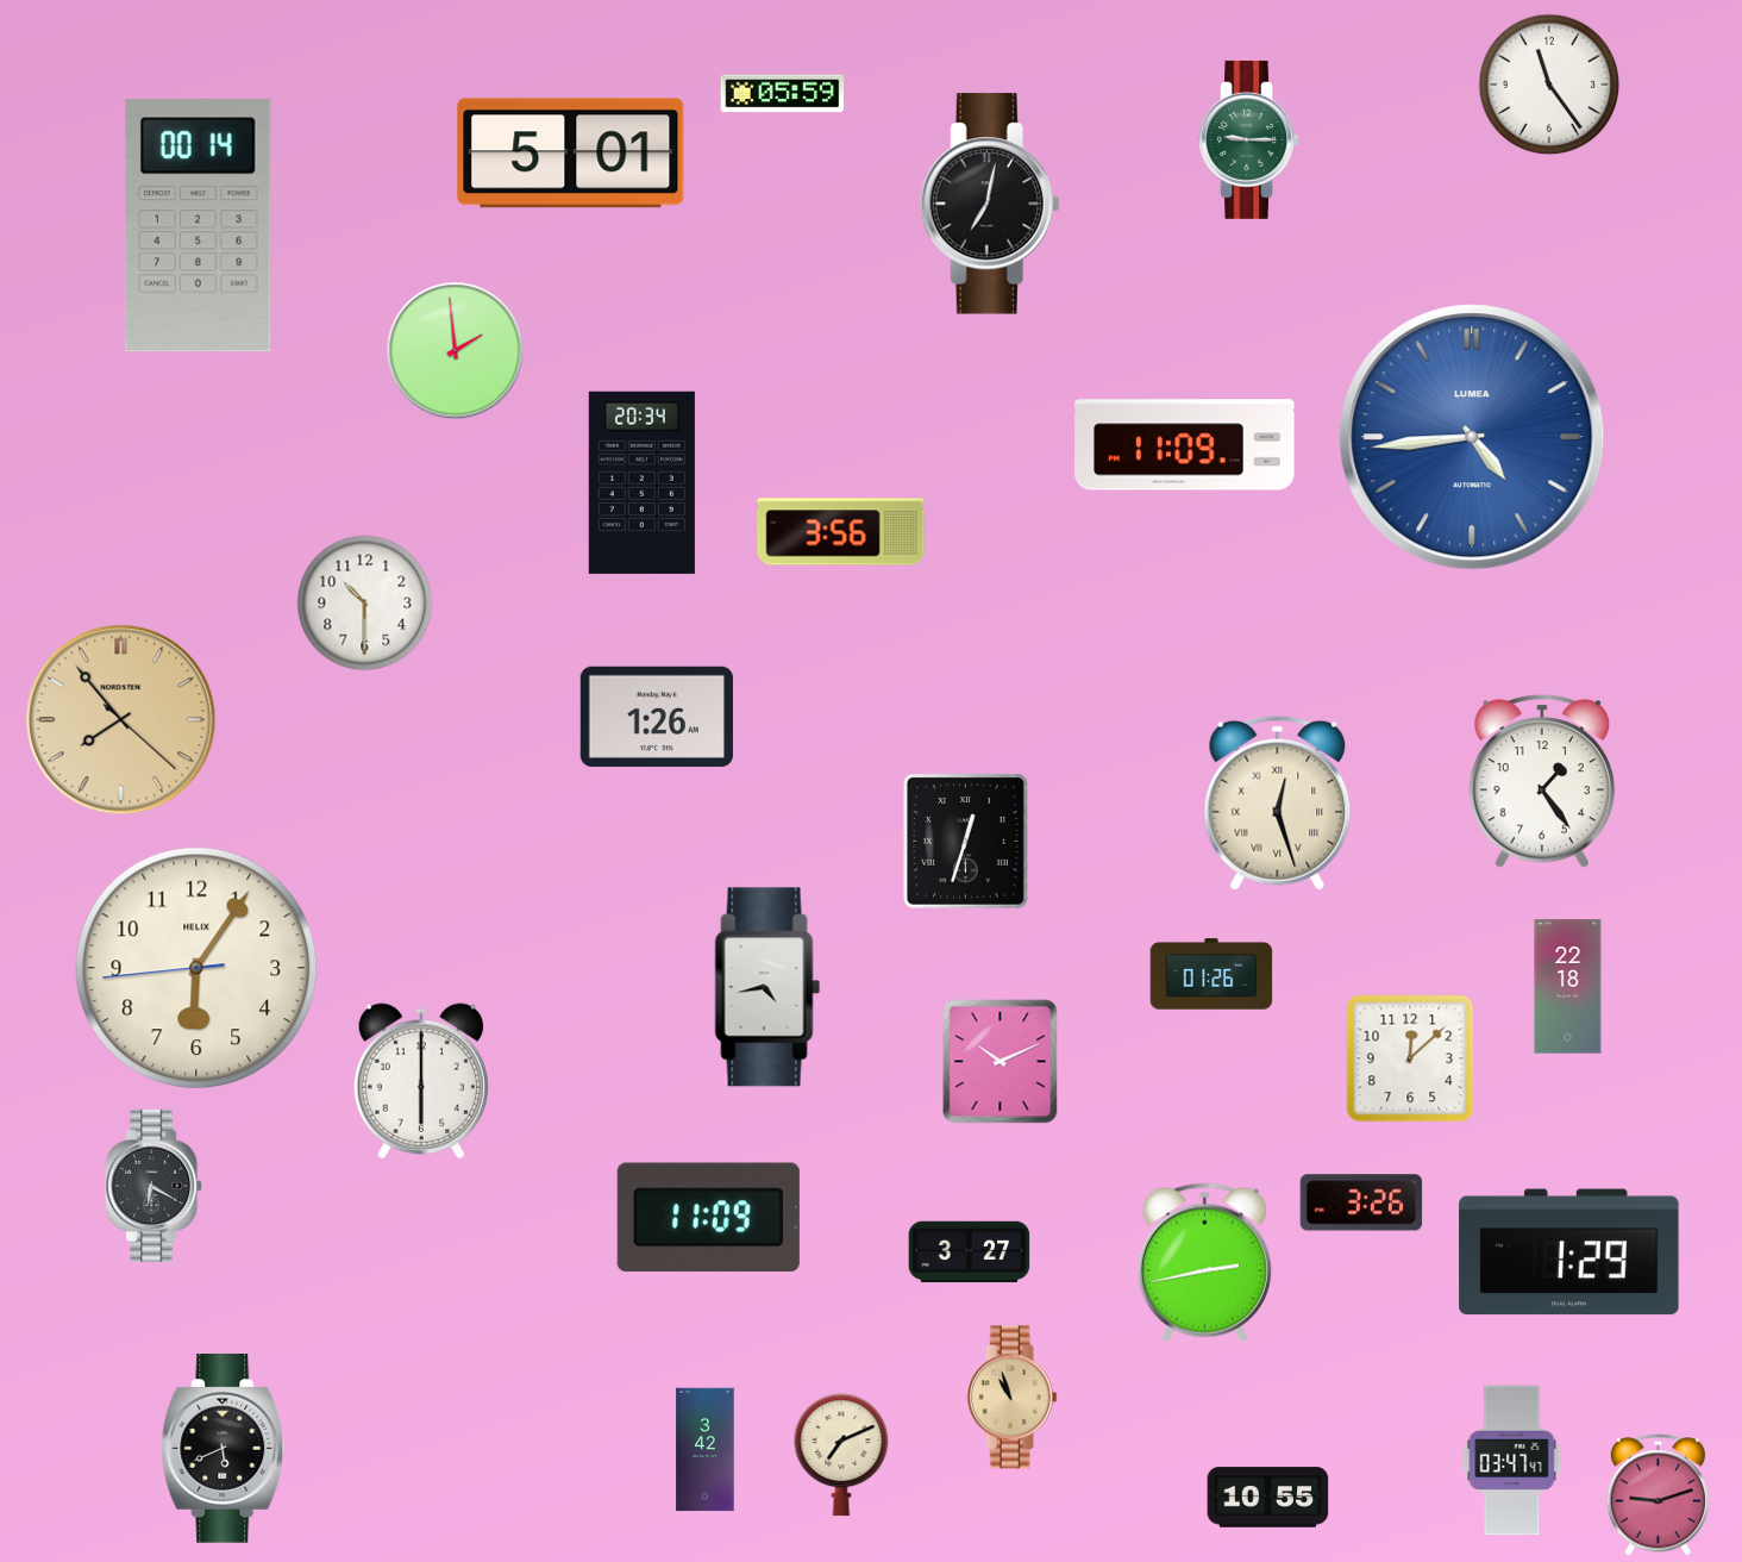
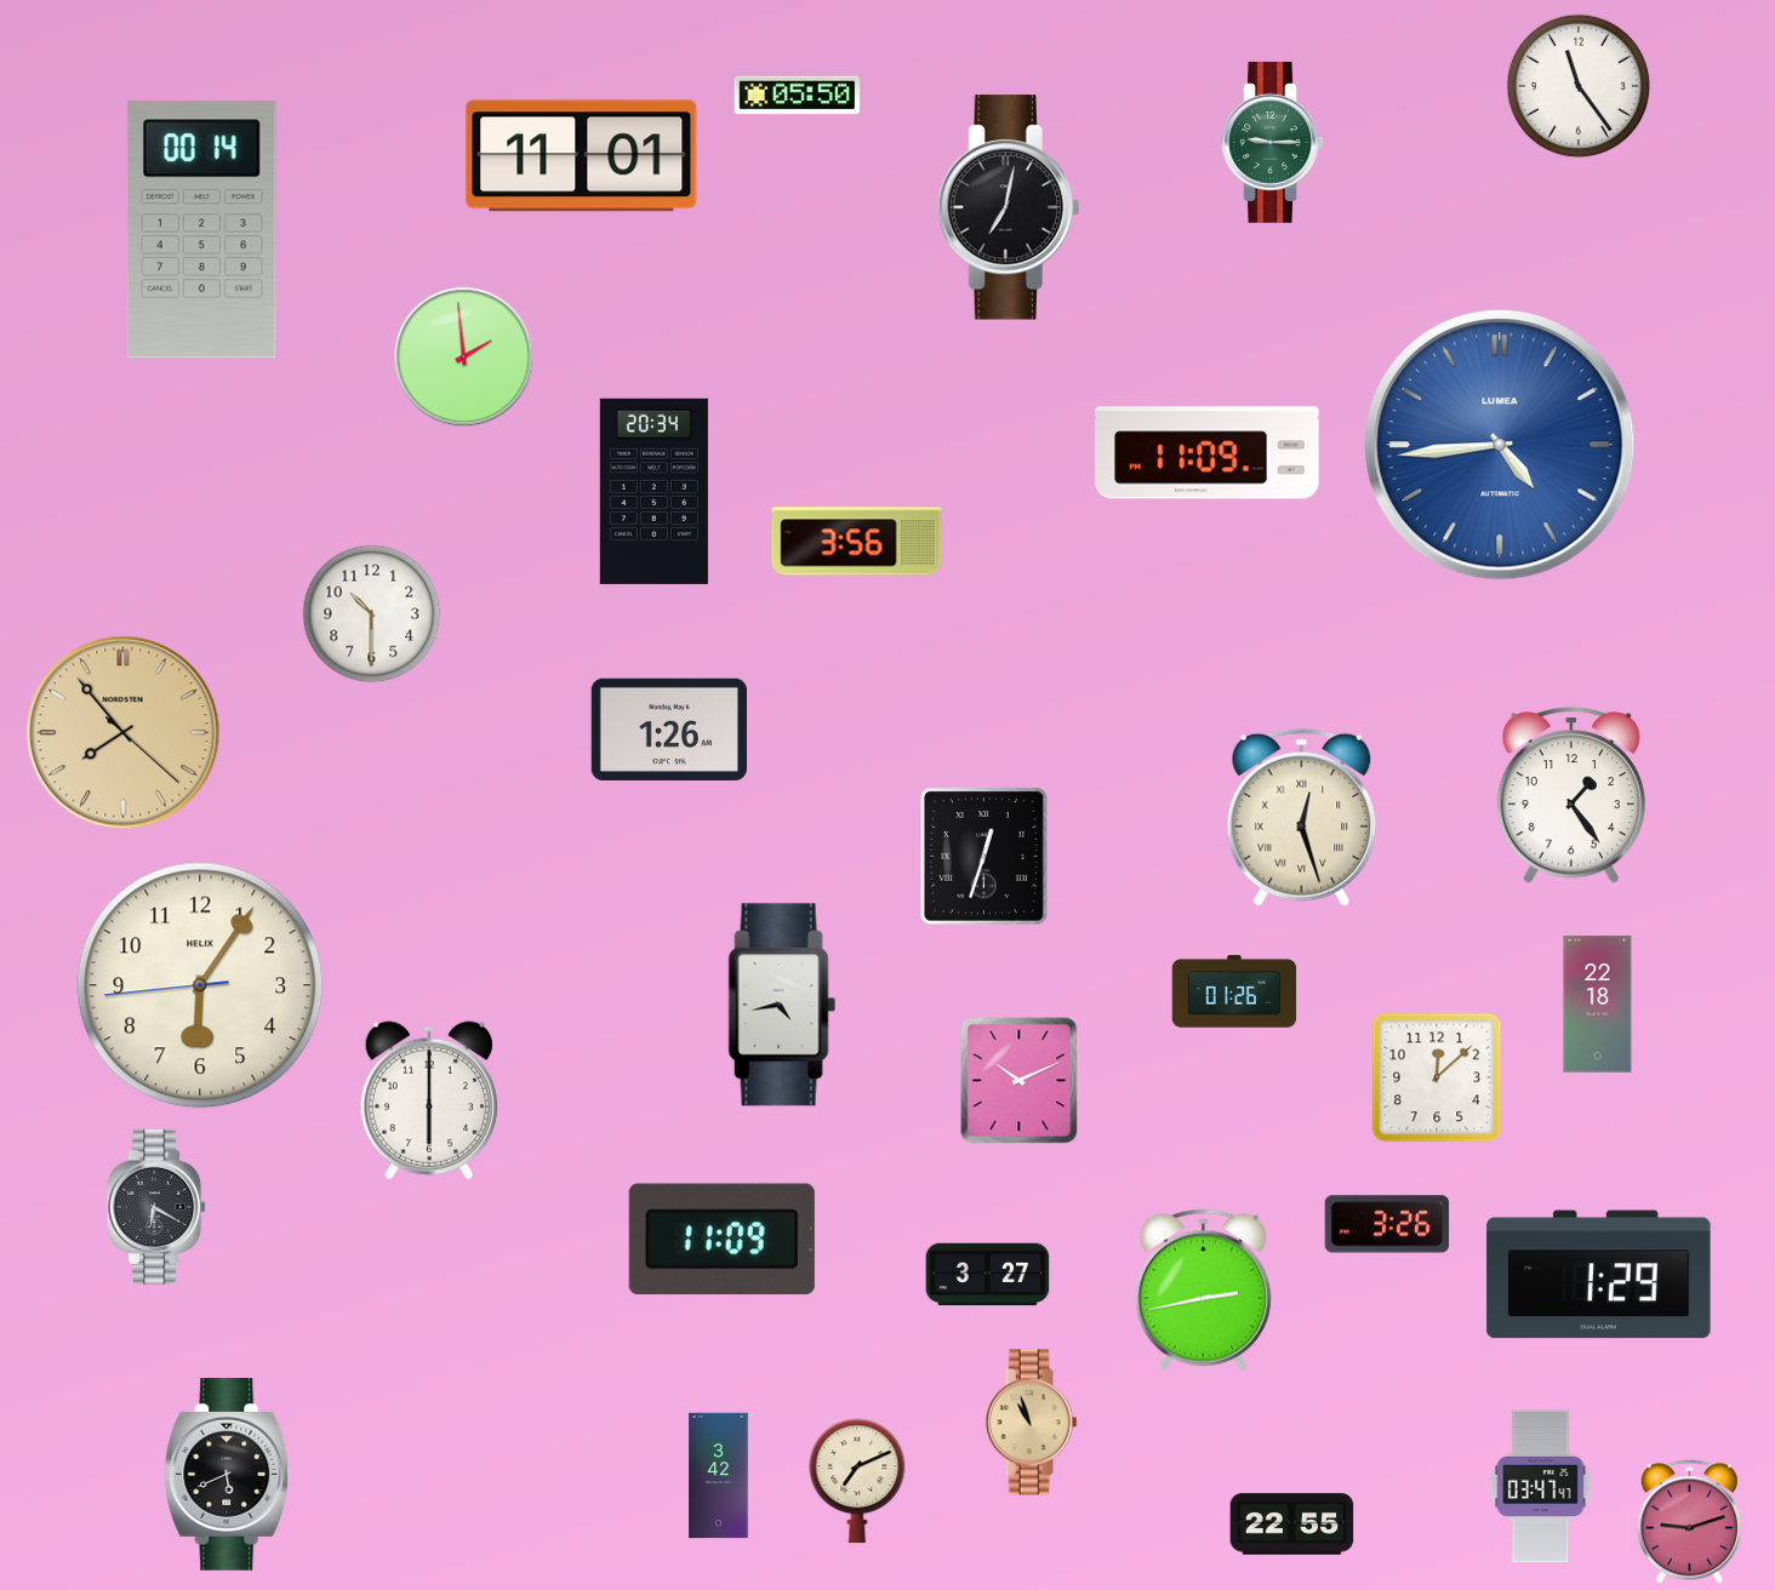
clock at (783, 94): 05:59 -> 05:50
clock at (571, 154): 5:01 -> 11:01
clock at (1204, 1263) position: (1204, 1263) -> (1203, 1291)
clock at (1268, 1498): 10:55 -> 22:55
